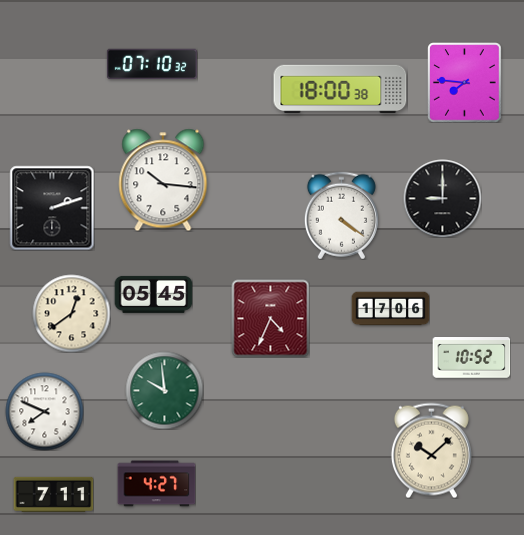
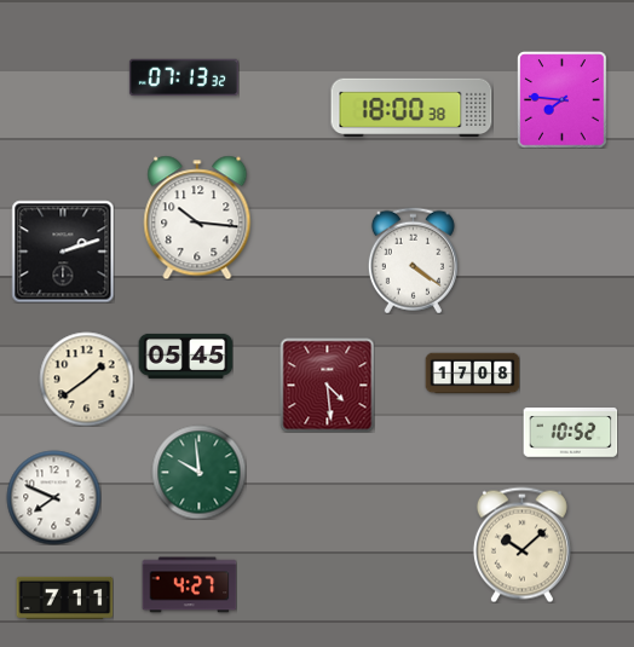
clock at (152, 64): 07:10 -> 07:13
clock at (442, 198): 9:00 -> none
clock at (390, 309): 17:06 -> 17:08
clock at (71, 313): 12:39 -> 1:39
clock at (270, 318): 4:34 -> 4:29
